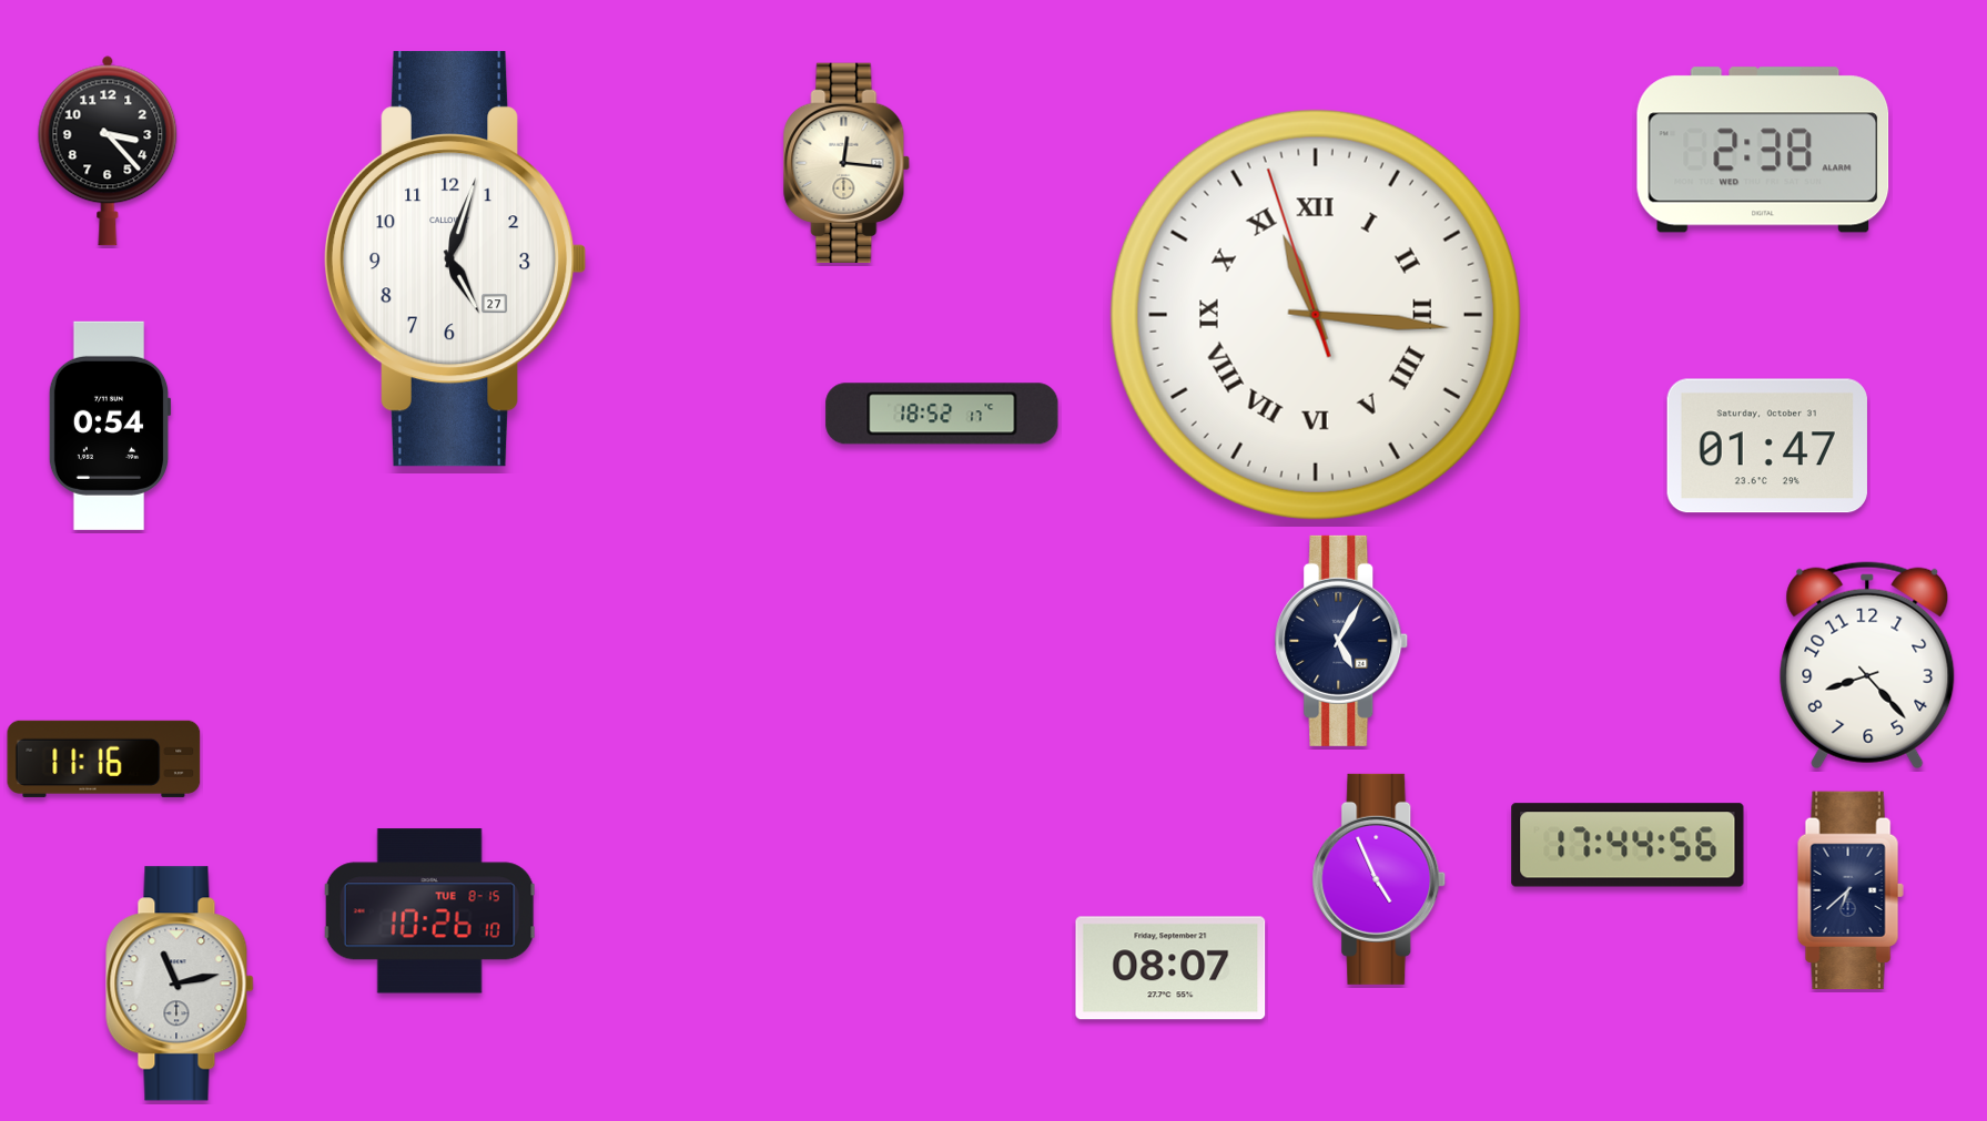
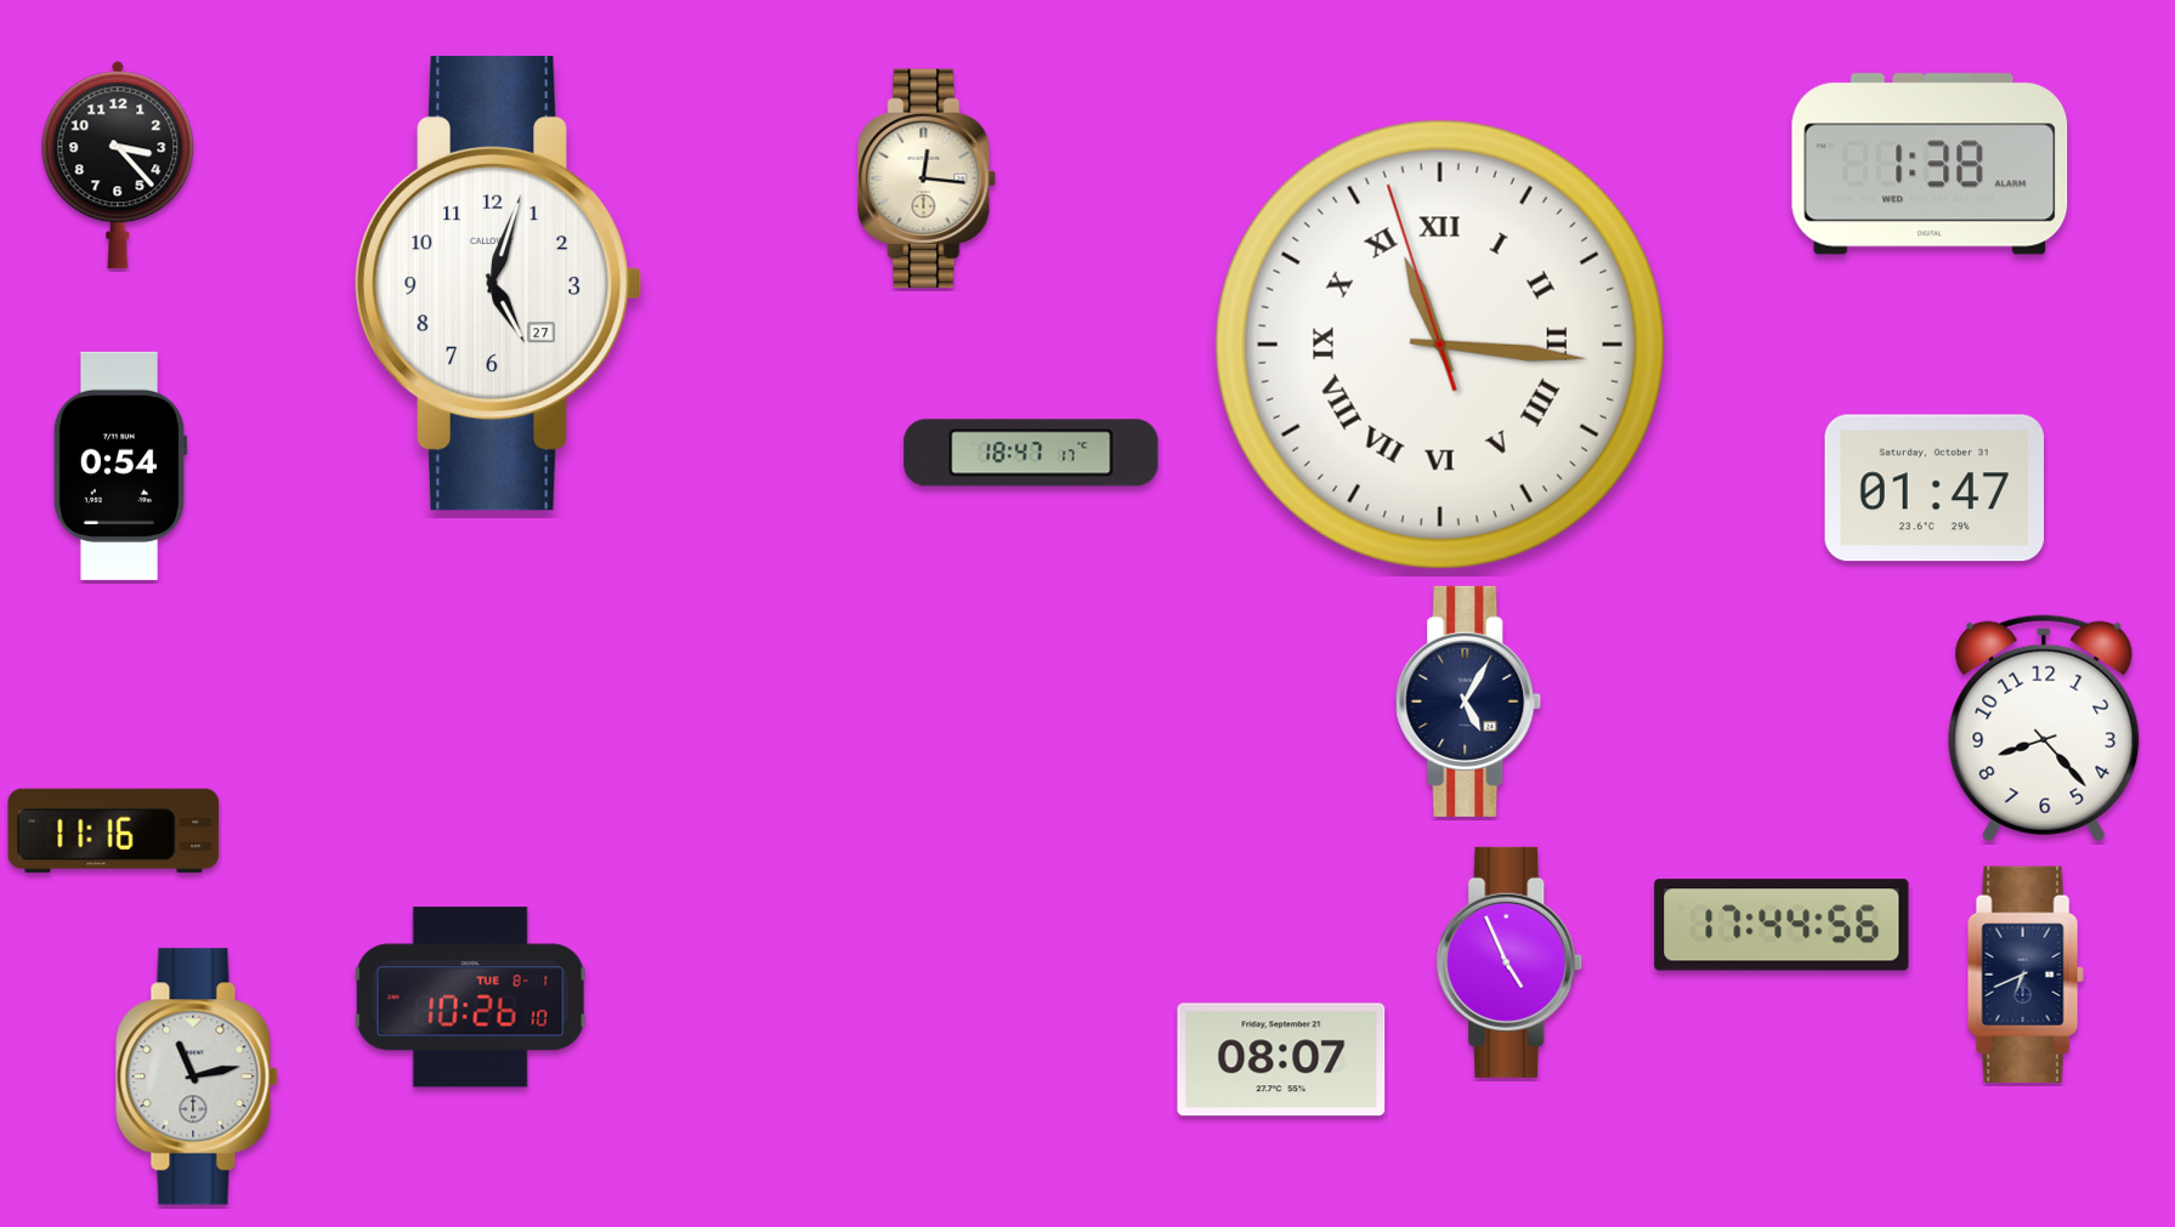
clock at (1763, 150): 2:38 -> 1:38
clock at (942, 414): 18:52 -> 18:47
clock at (1851, 890): 6:38 -> 6:41
clock at (430, 911) date: TUE 8-15 -> TUE 8-1
